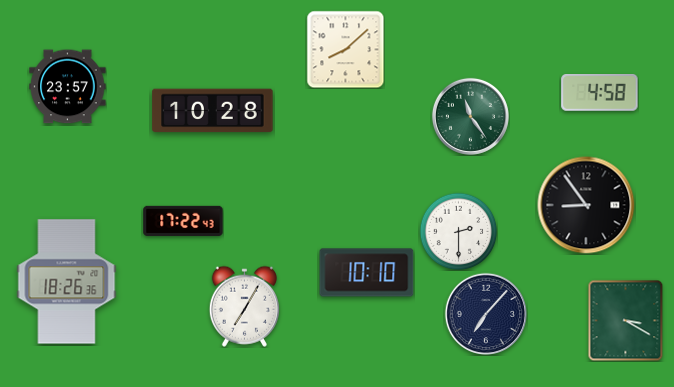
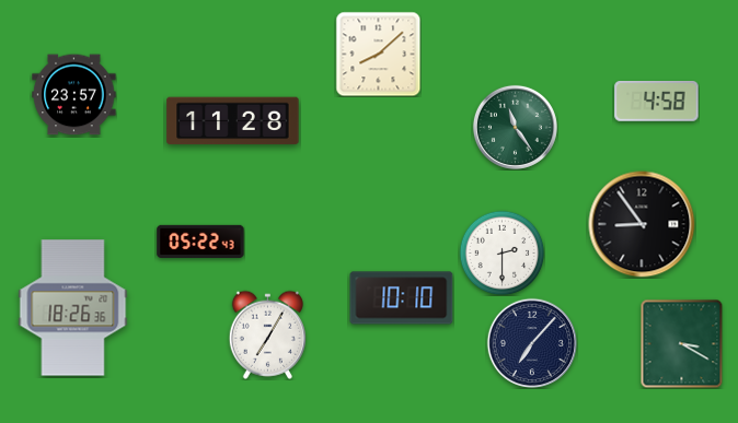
clock at (213, 111): 10:28 -> 11:28
clock at (183, 220): 17:22 -> 05:22
clock at (626, 320) position: (626, 320) -> (682, 343)
